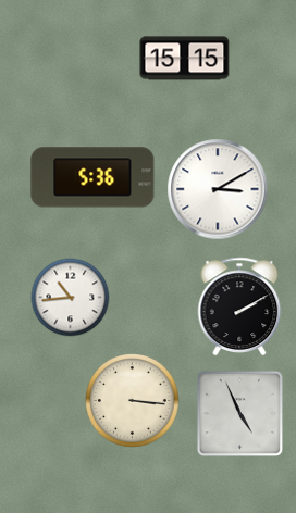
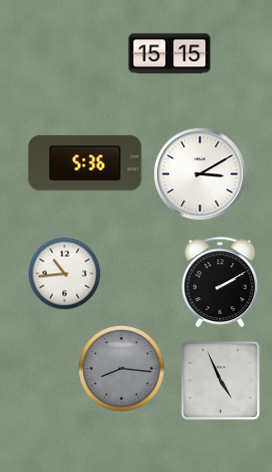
clock at (133, 401): 3:16 -> 8:16
clock at (133, 401) dial: cream -> grey
